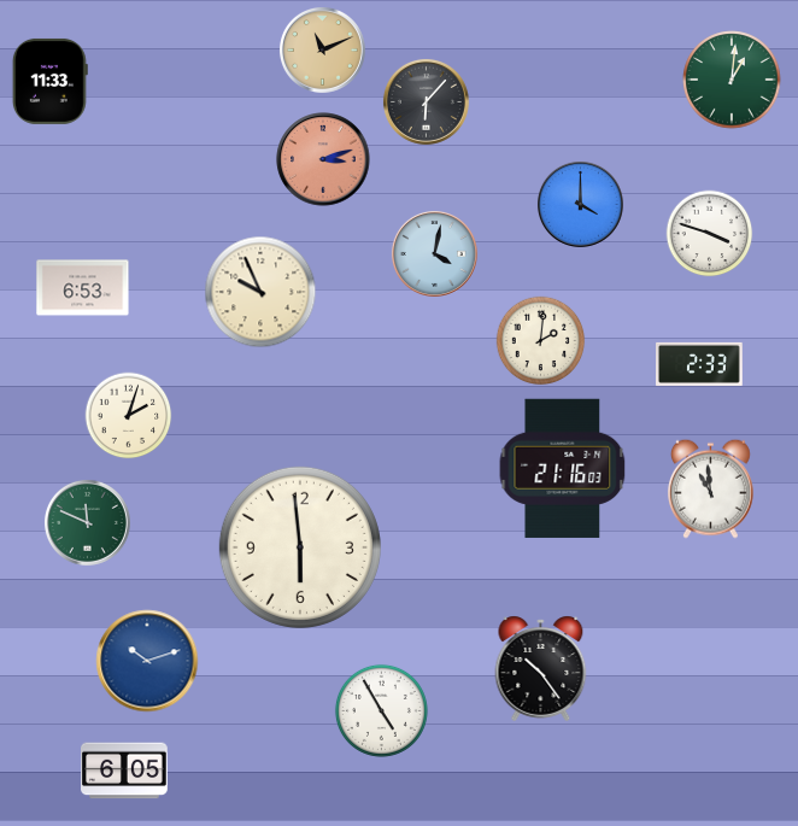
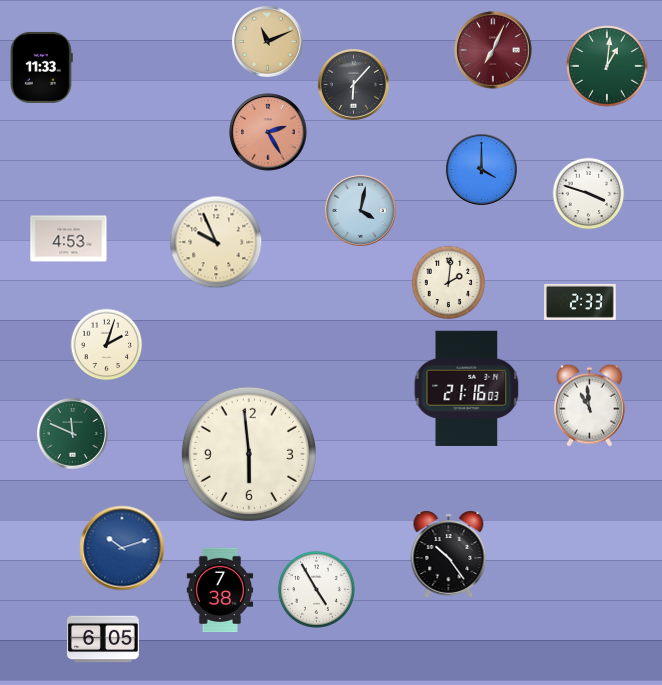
clock at (493, 50): none -> 7:04
clock at (323, 159): 3:12 -> 2:25
clock at (83, 288): 6:53 -> 4:53
clock at (220, 590): none -> 7:38
